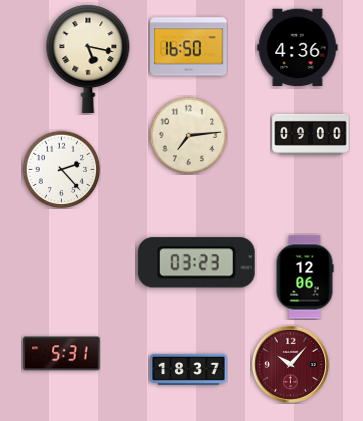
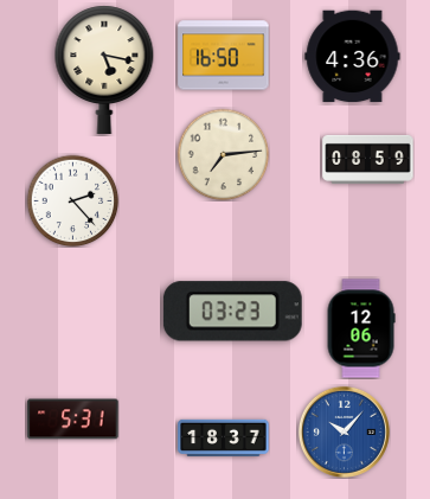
clock at (311, 134): 09:00 -> 08:59
clock at (188, 135) position: (188, 135) -> (223, 154)
clock at (290, 364) dial: burgundy -> blue
